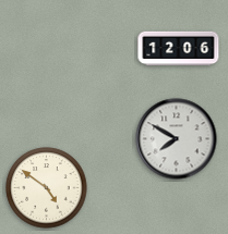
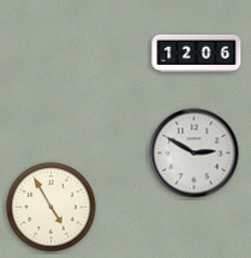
clock at (177, 139): 7:50 -> 2:50
clock at (47, 188): 4:51 -> 4:55
